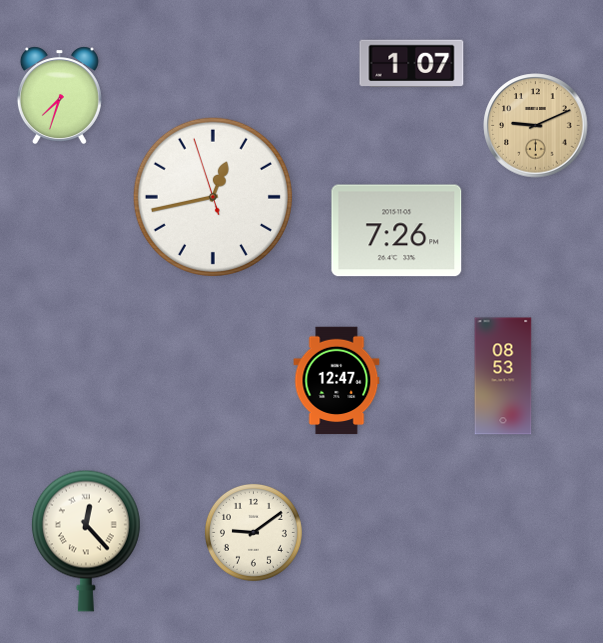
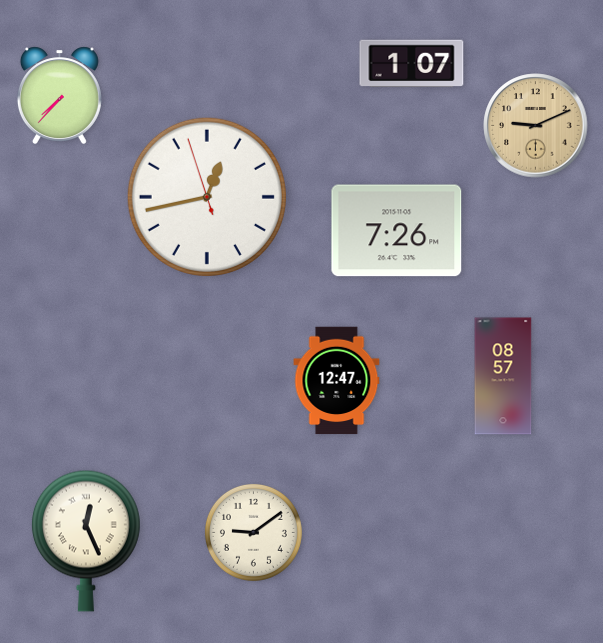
clock at (59, 95): 7:33 -> 7:37
clock at (213, 197) position: (213, 197) -> (207, 197)
clock at (503, 376): 08:53 -> 08:57
clock at (86, 541): 12:23 -> 12:26
